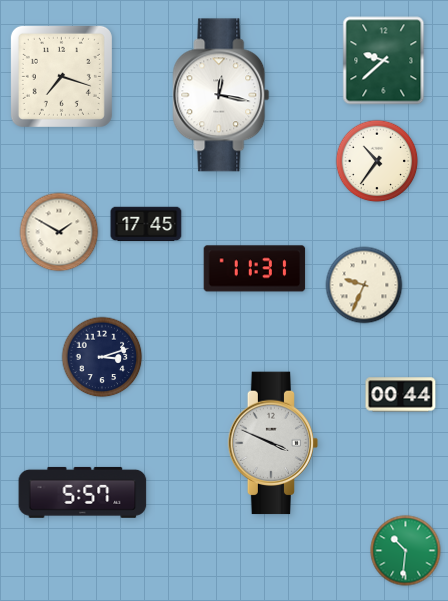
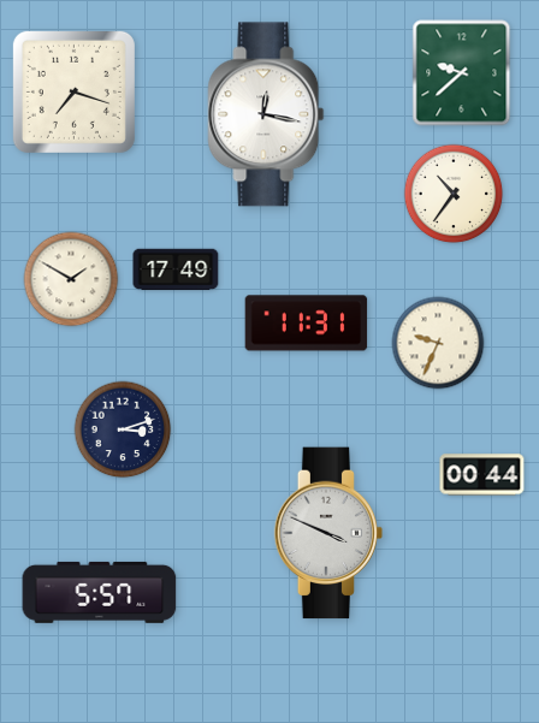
clock at (146, 224): 17:45 -> 17:49
clock at (406, 551): 10:31 -> none
